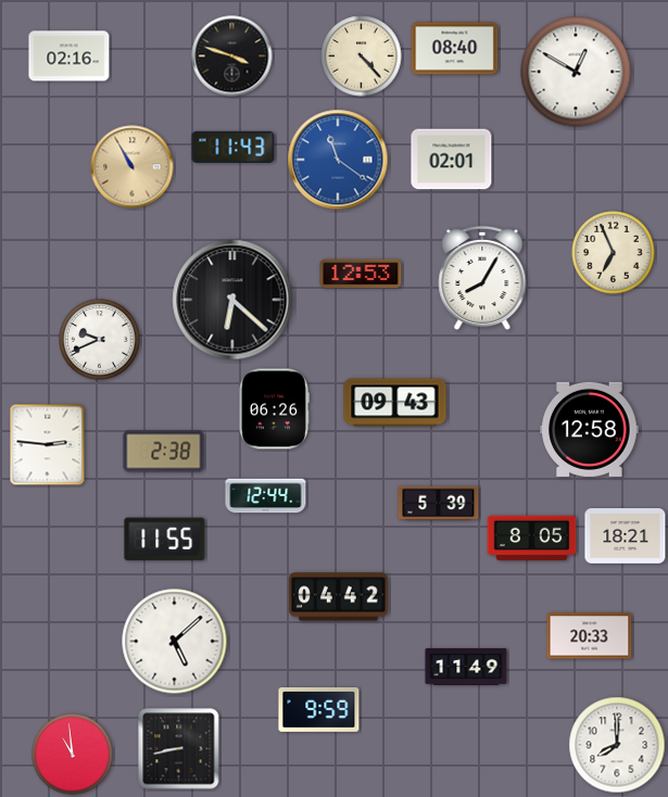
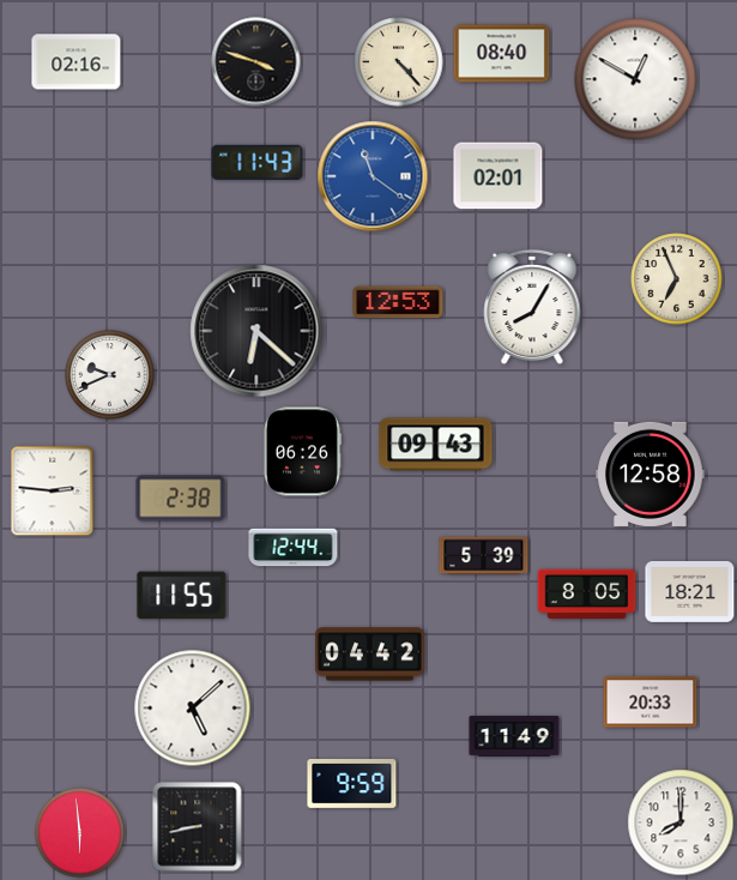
clock at (133, 167): 10:55 -> none
clock at (339, 597) position: (339, 597) -> (370, 655)
clock at (73, 755): 10:59 -> 5:59
